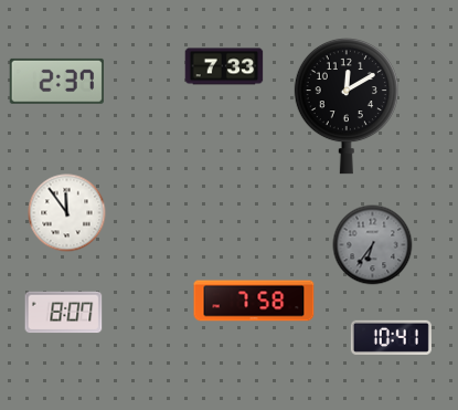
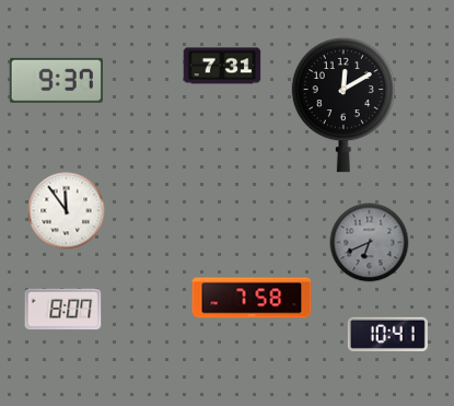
clock at (224, 66): 7:33 -> 7:31
clock at (56, 81): 2:37 -> 9:37
clock at (373, 245): 6:36 -> 6:41
